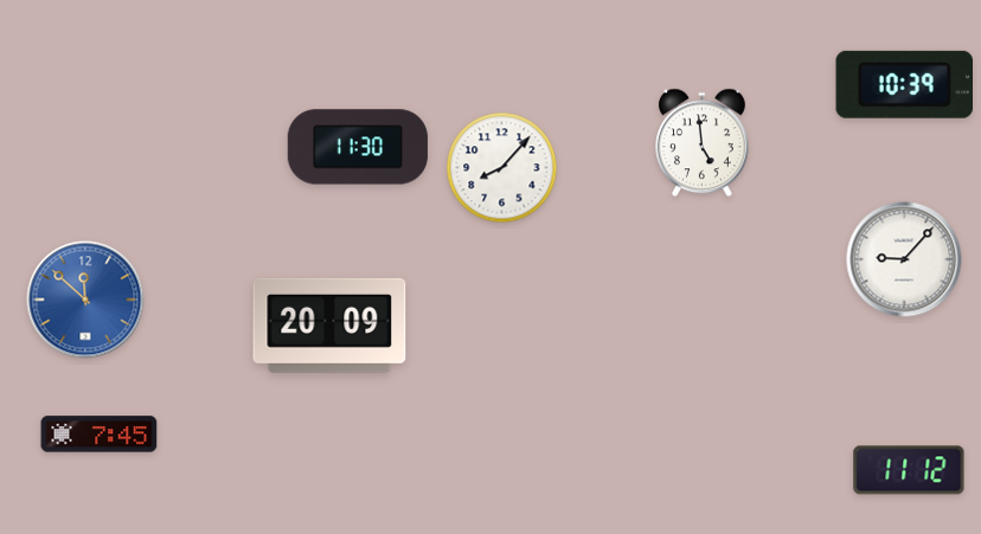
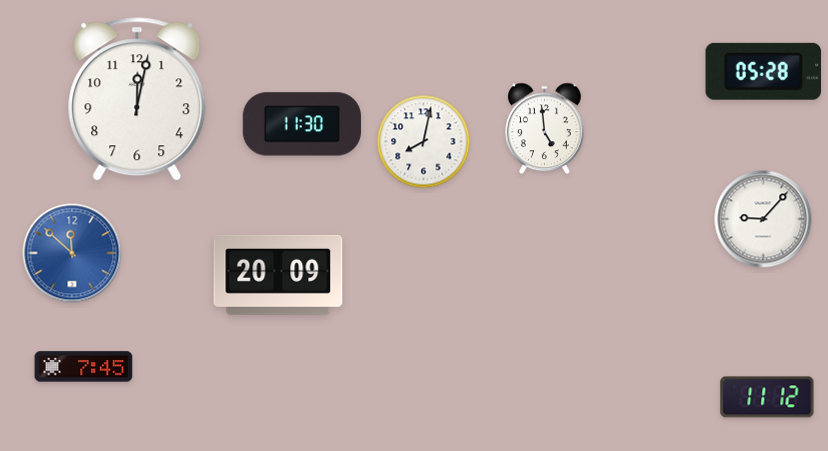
clock at (905, 84): 10:39 -> 05:28
clock at (137, 99): none -> 12:02
clock at (703, 143) position: (703, 143) -> (545, 129)
clock at (502, 168): 8:07 -> 8:02
